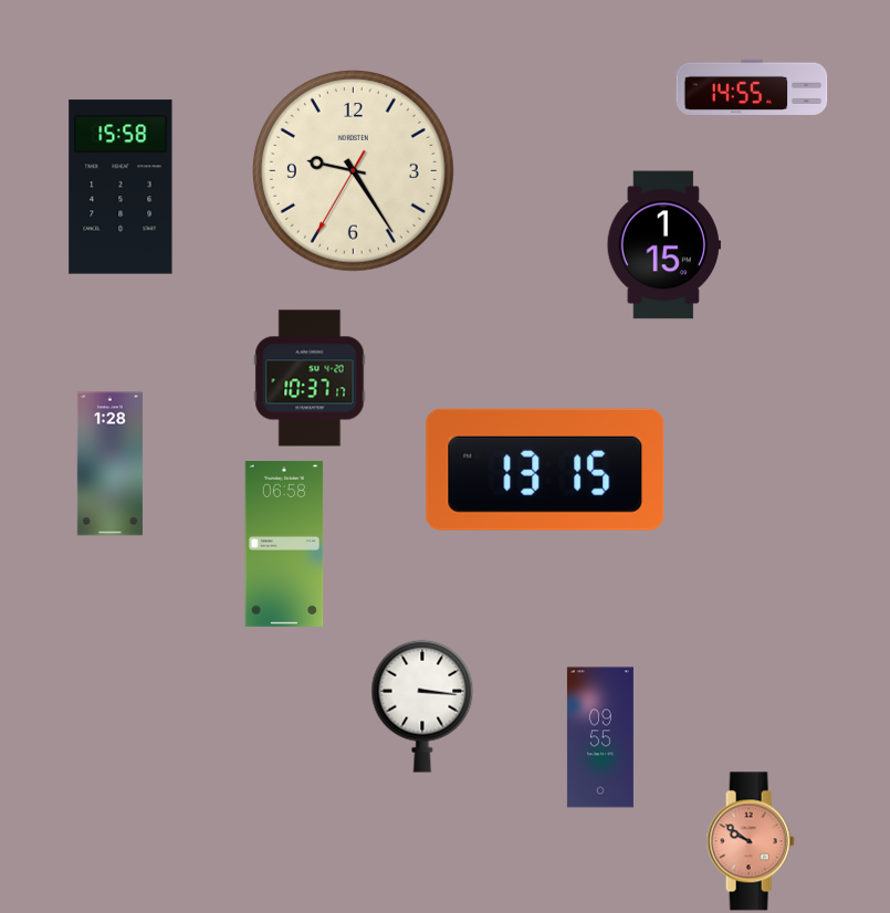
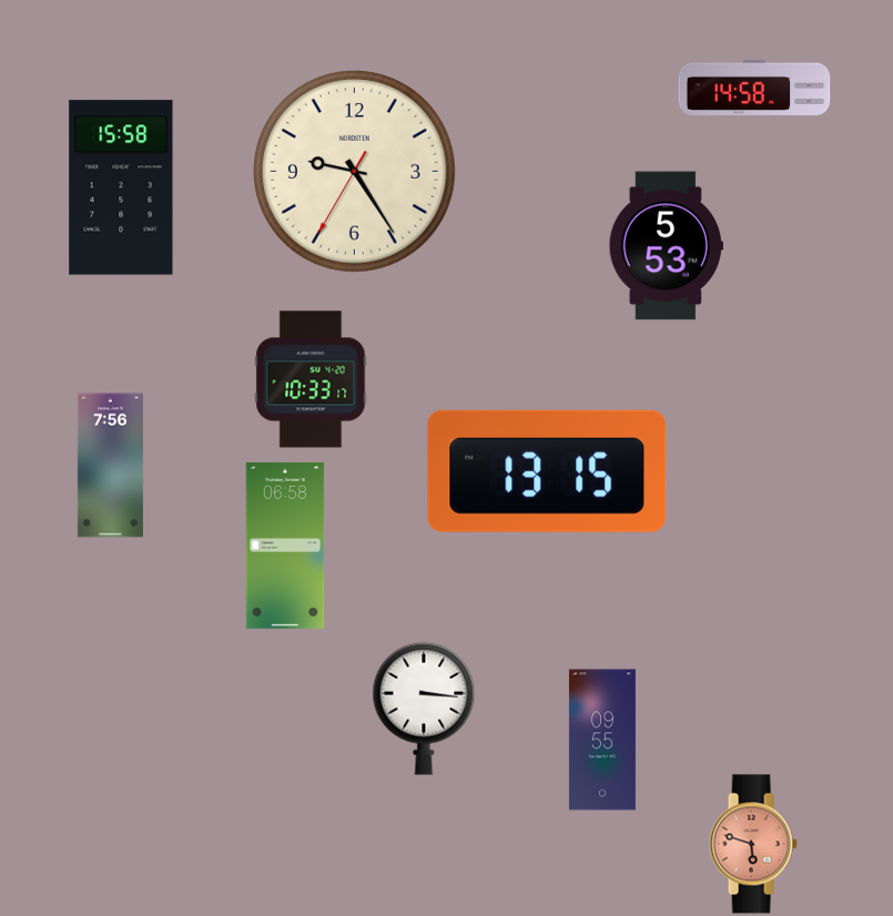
clock at (752, 87): 14:55 -> 14:58
clock at (663, 245): 1:15 -> 5:53
clock at (310, 378): 10:37 -> 10:33
clock at (109, 464): 1:28 -> 7:56
clock at (751, 841): 9:51 -> 5:48
